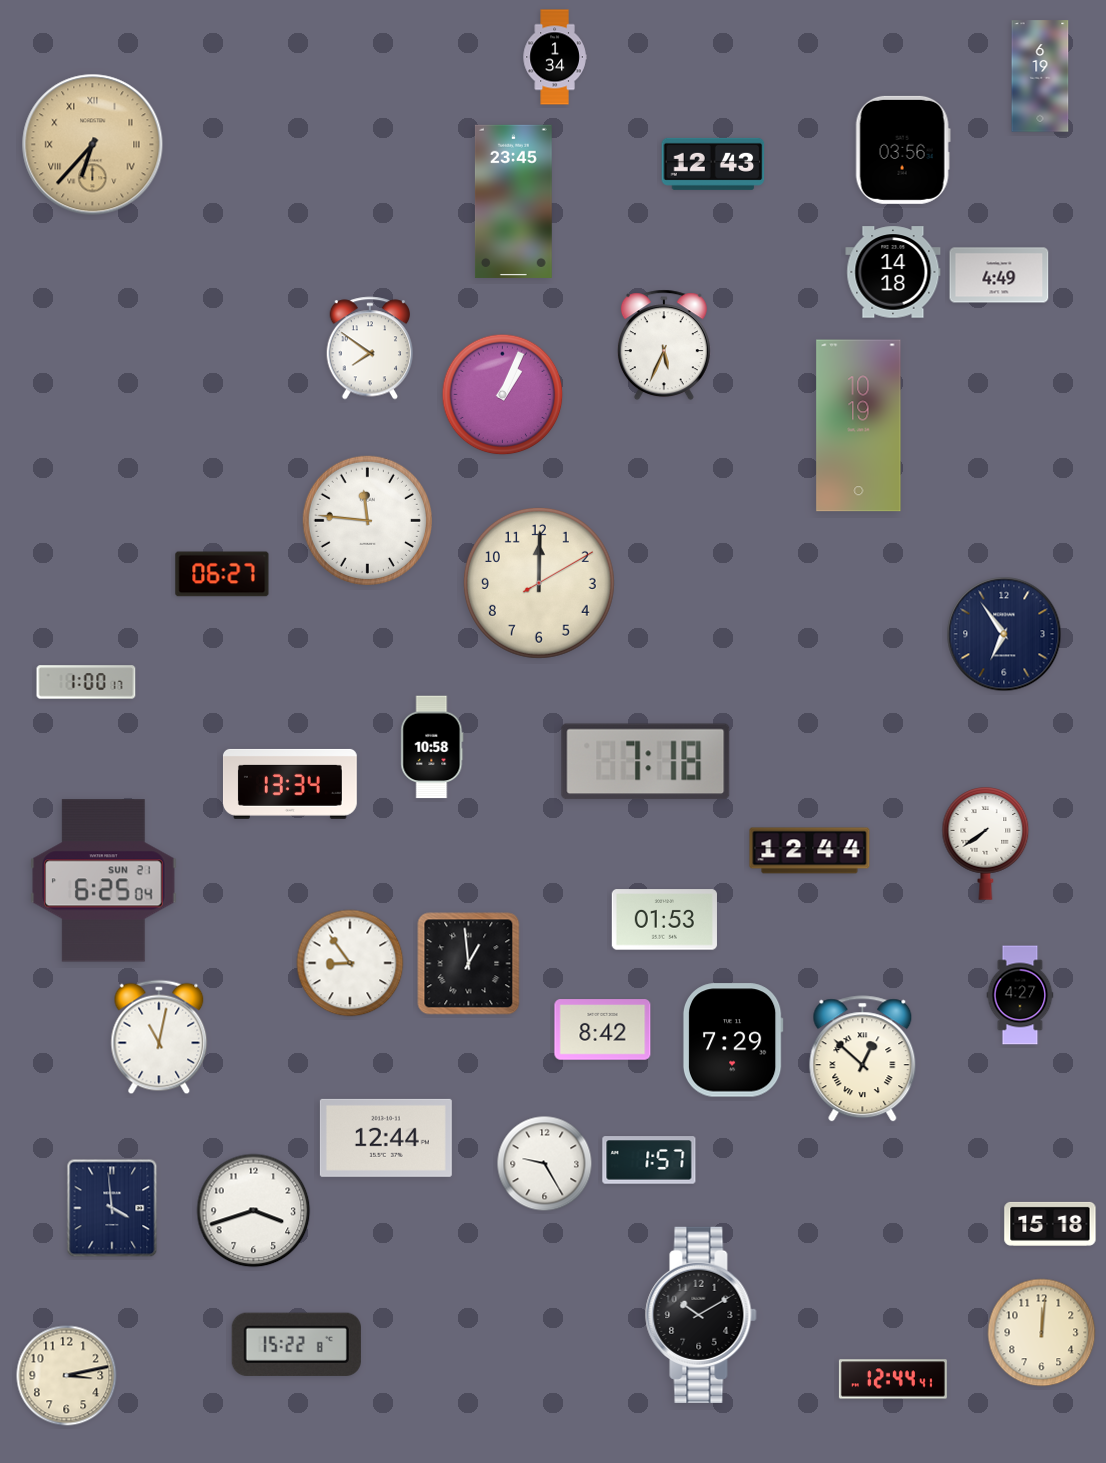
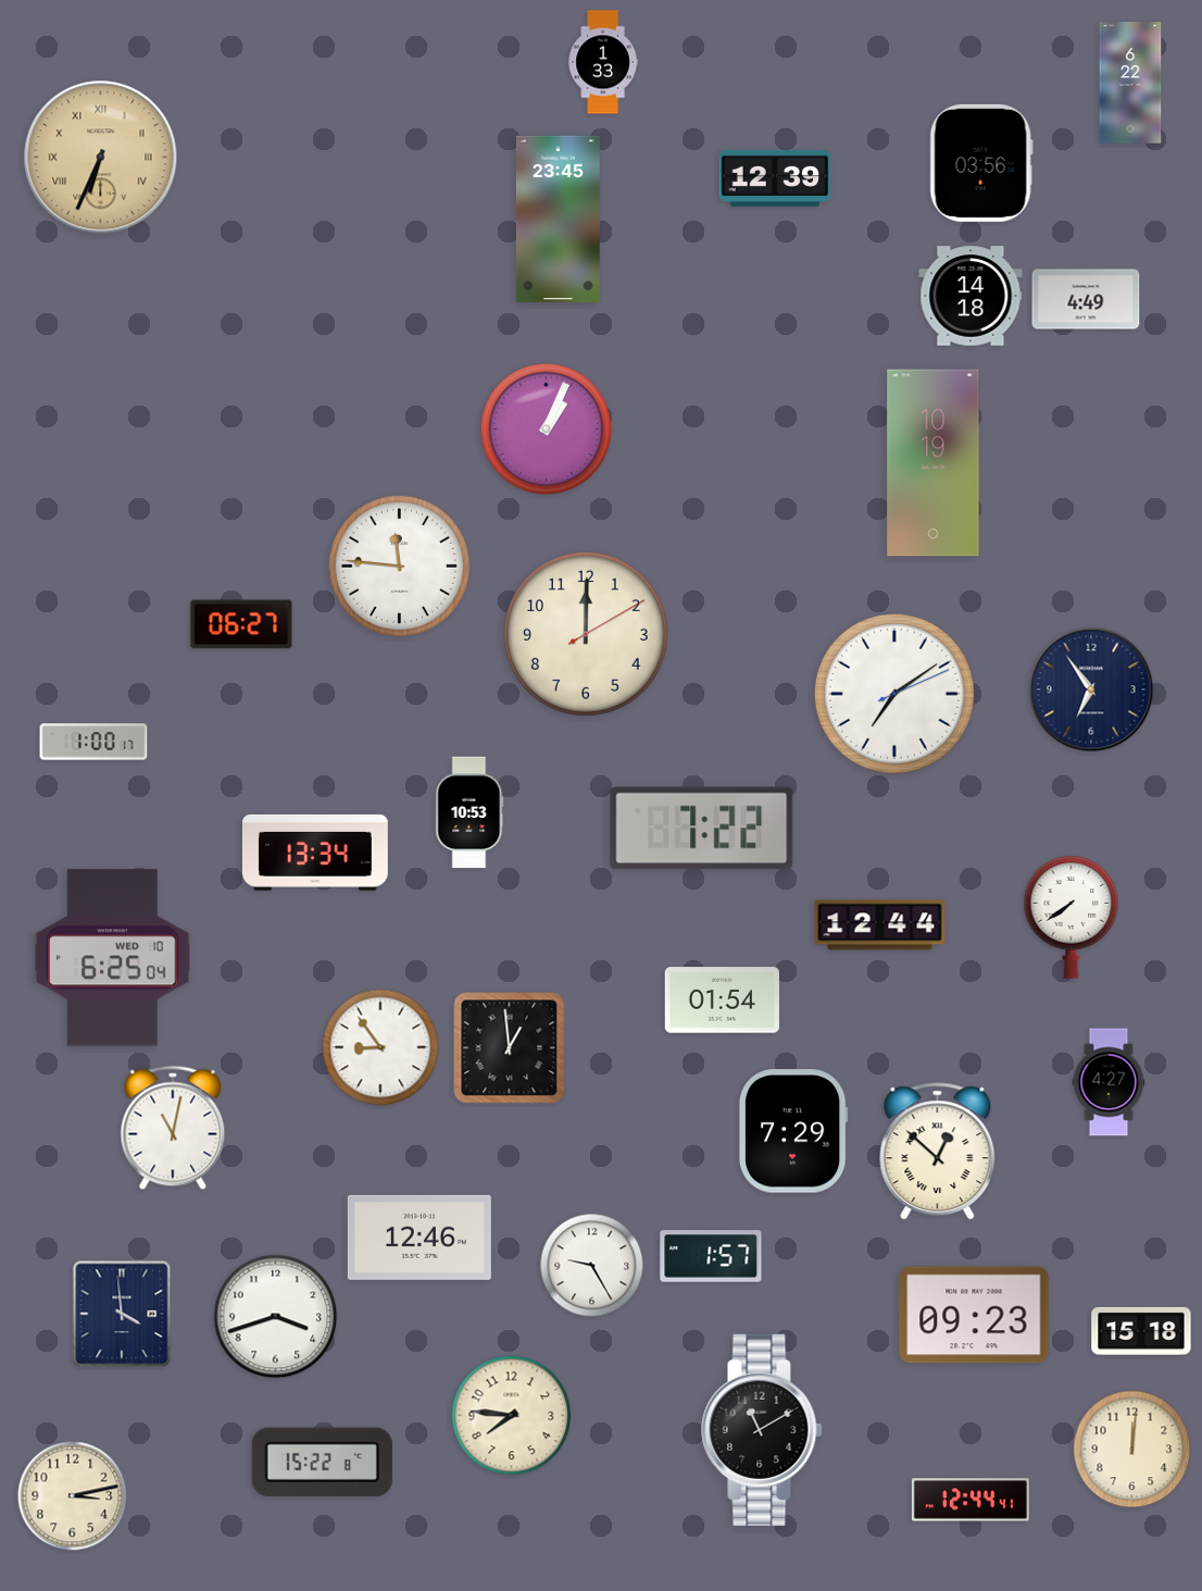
clock at (555, 57): 1:34 -> 1:33
clock at (1040, 76): 6:19 -> 6:22
clock at (93, 145): 6:37 -> 6:34
clock at (713, 164): 12:43 -> 12:39
clock at (664, 345): 5:34 -> none
clock at (370, 348): 7:51 -> none
clock at (894, 694): none -> 7:09
clock at (432, 747): 10:58 -> 10:53
clock at (646, 762): 7:18 -> 7:22
clock at (104, 881) date: SUN 21 -> WED 10
clock at (664, 920): 01:53 -> 01:54
clock at (603, 1030): 8:42 -> none
clock at (733, 1040) position: (733, 1040) -> (793, 1131)
clock at (386, 1138): 12:44 -> 12:46
clock at (649, 1160) position: (649, 1160) -> (711, 1256)
clock at (974, 1315): none -> 09:23
clock at (512, 1416): none -> 7:46
clock at (701, 1315): 10:10 -> 11:10
